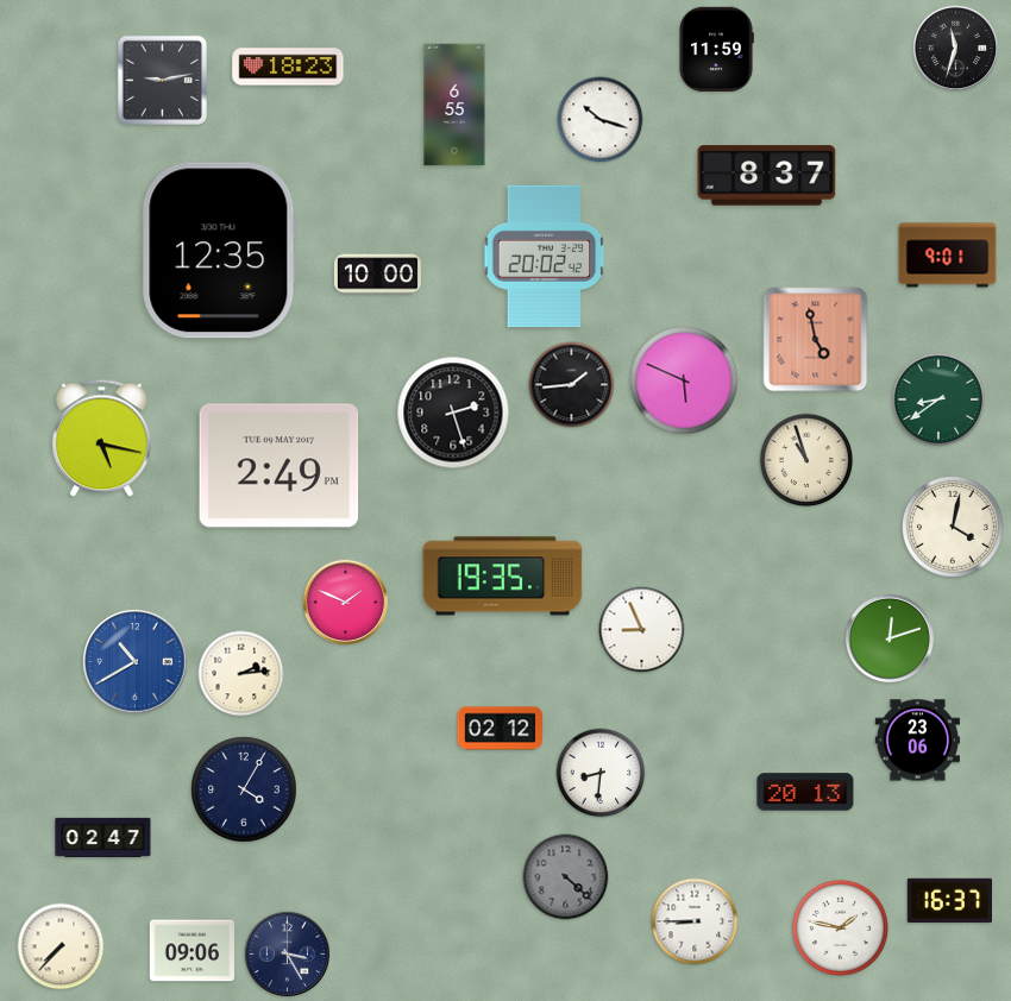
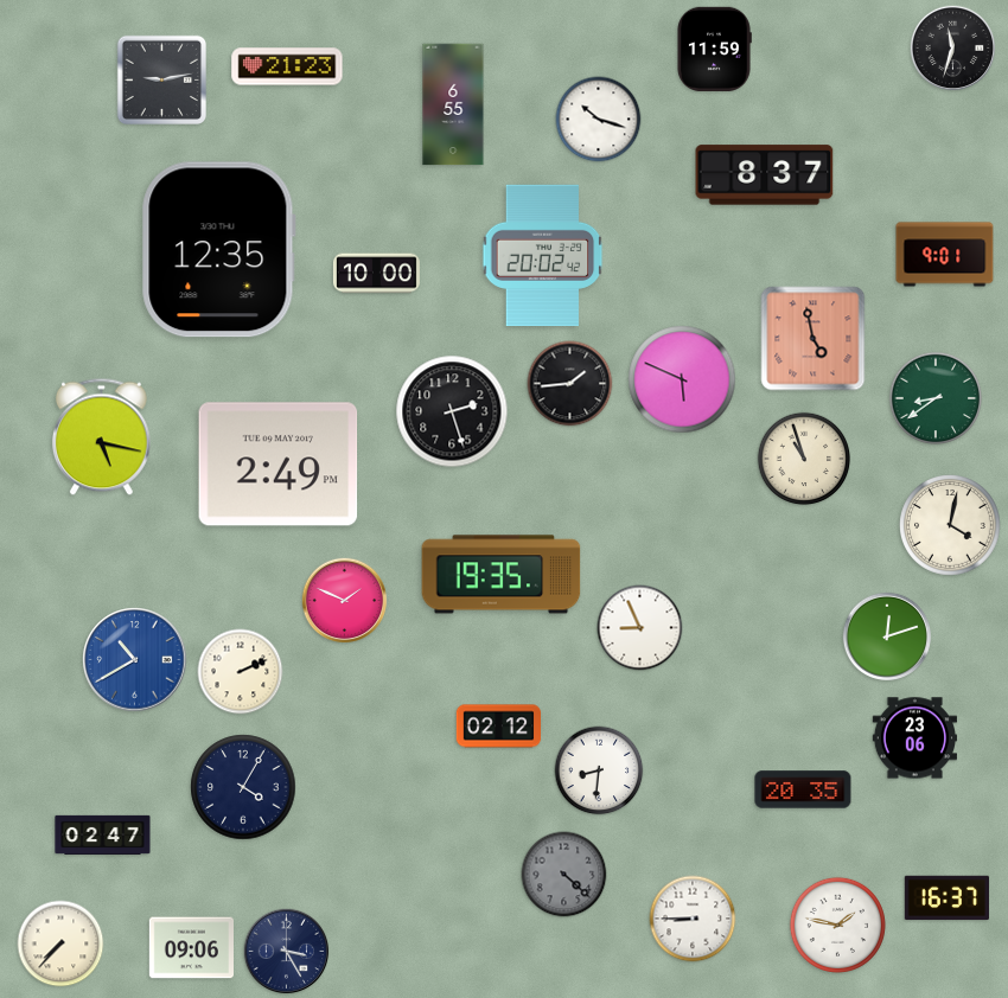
clock at (288, 67): 18:23 -> 21:23
clock at (241, 674): 2:14 -> 2:11
clock at (805, 792): 20:13 -> 20:35
